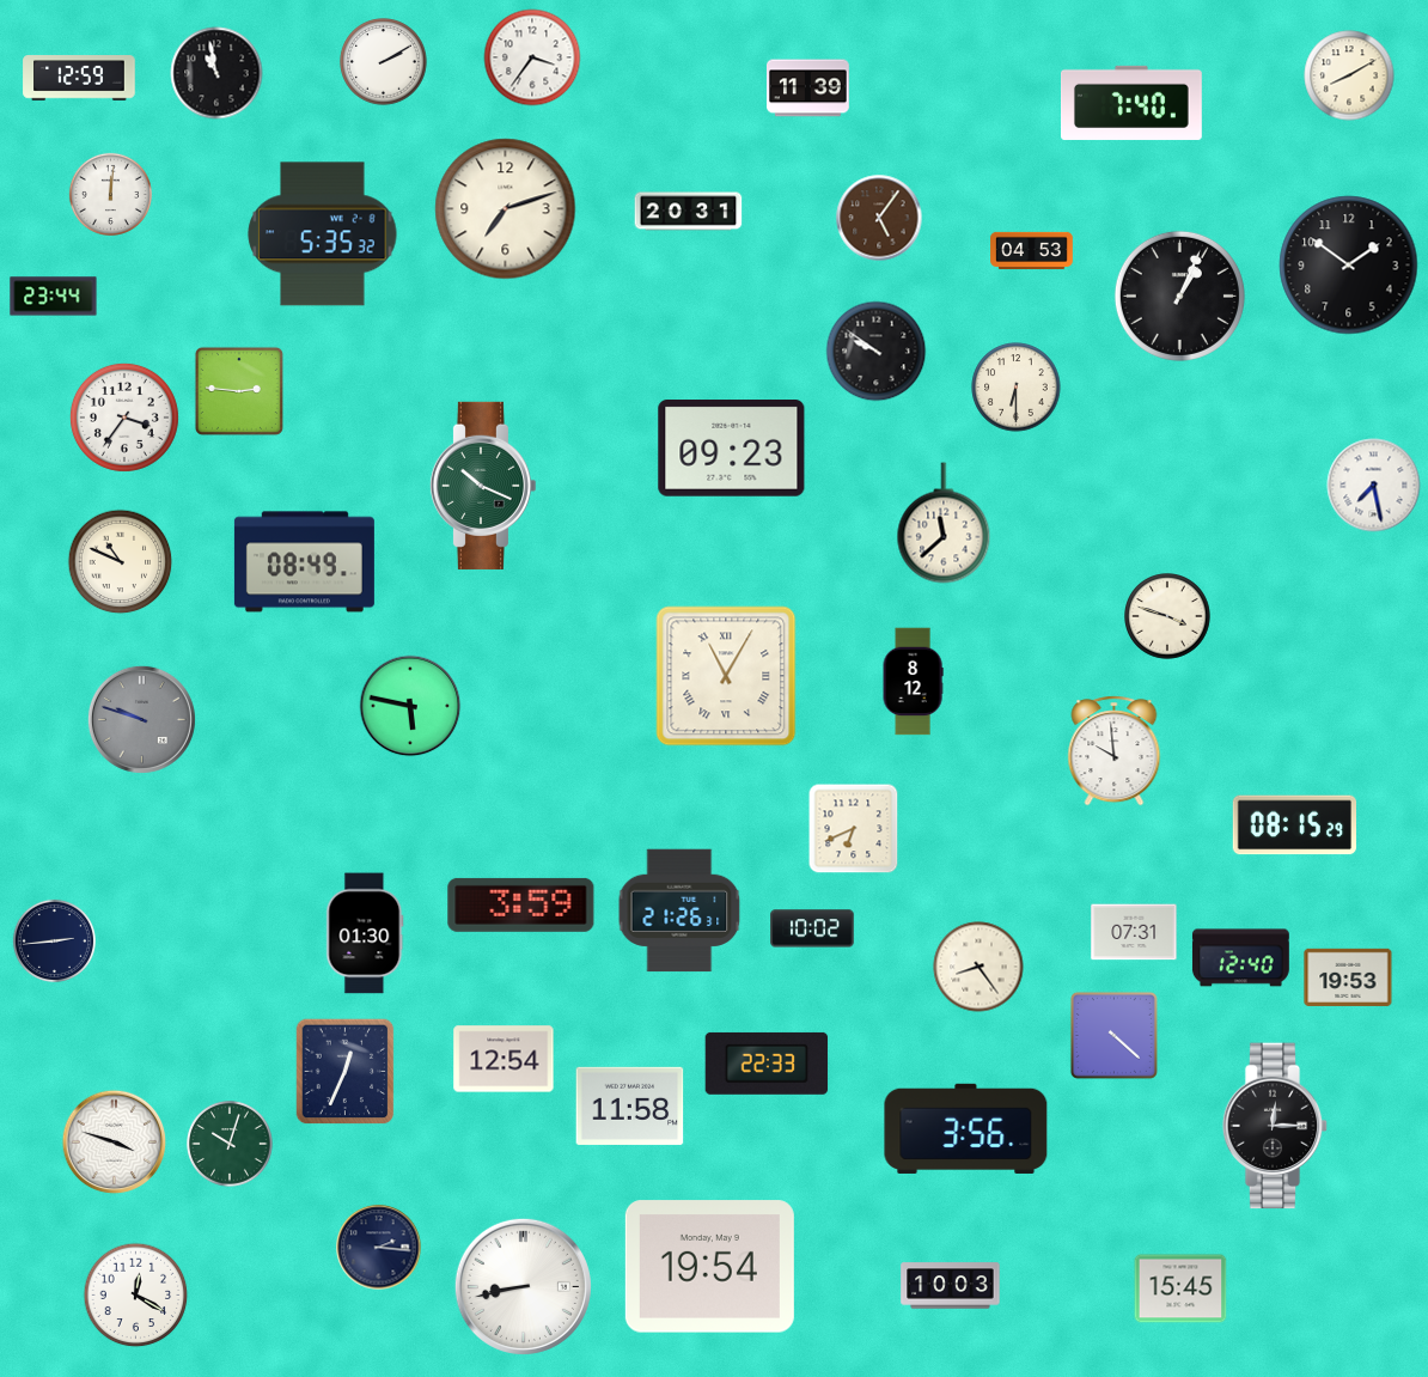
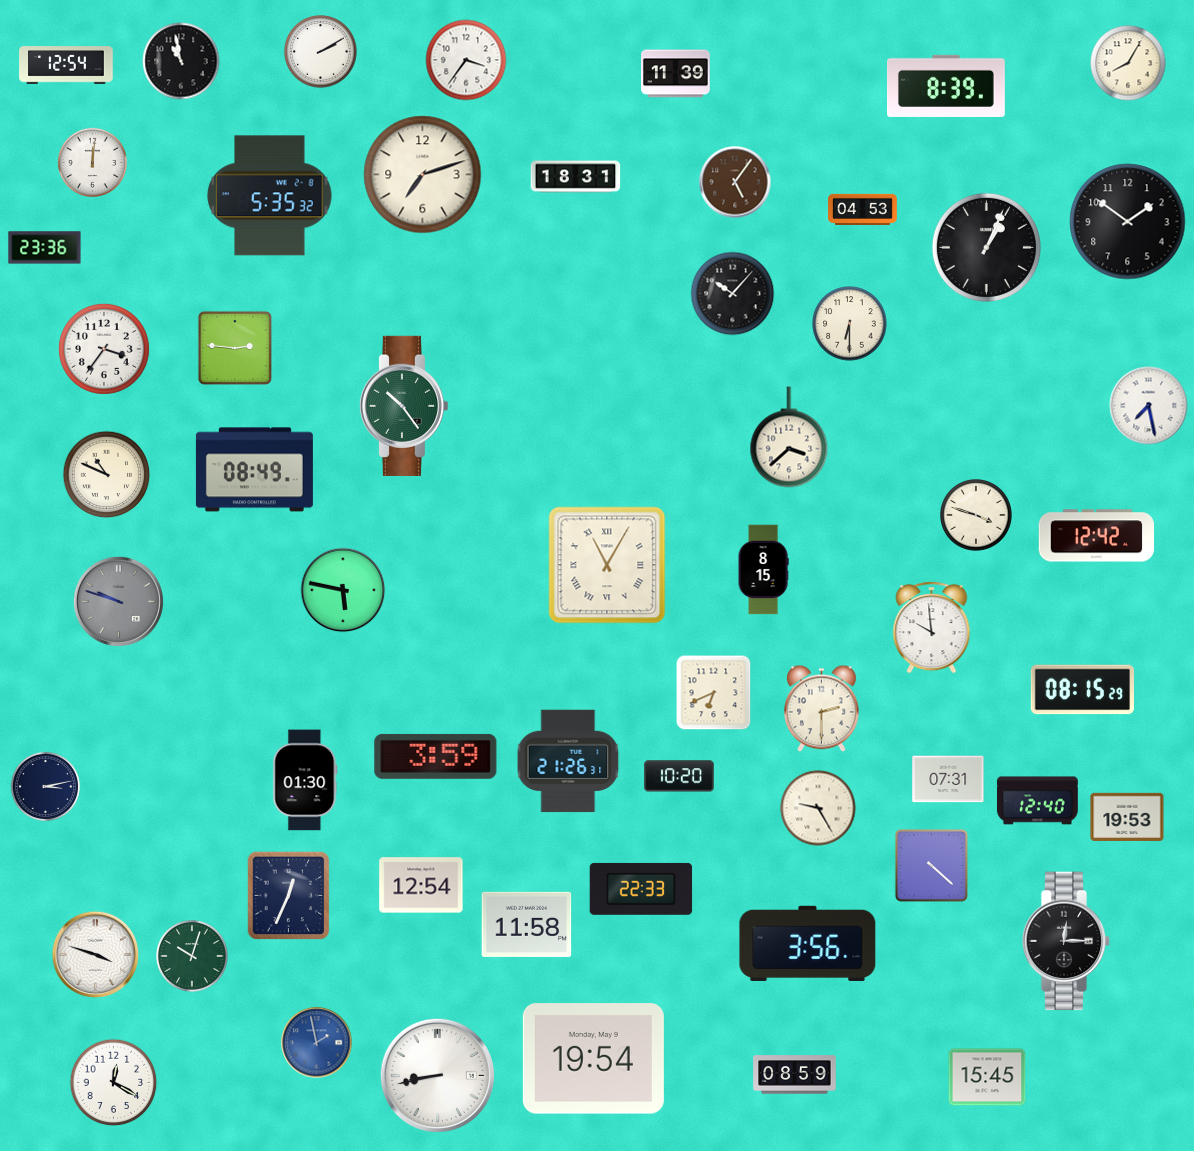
clock at (532, 57) position: (532, 57) -> (466, 60)
clock at (1349, 75): 8:10 -> 8:05
clock at (79, 78): 12:59 -> 12:54
clock at (1133, 103): 7:40 -> 8:39
clock at (689, 212): 20:31 -> 18:31
clock at (54, 297): 23:44 -> 23:36
clock at (877, 352): 9:51 -> 10:07
clock at (239, 391) position: (239, 391) -> (235, 348)
clock at (732, 449): 09:23 -> none
clock at (482, 486): 10:19 -> 10:24
clock at (944, 523): 11:38 -> 3:38
clock at (121, 562) position: (121, 562) -> (107, 475)
clock at (1096, 536): none -> 12:42
clock at (913, 682): 8:12 -> 8:15
clock at (822, 709): none -> 2:30
clock at (812, 928): 10:02 -> 10:20
clock at (54, 940): 2:44 -> 3:13
clock at (978, 967): 8:24 -> 9:25
clock at (379, 1248): 2:16 -> 1:58
clock at (379, 1248) dial: navy -> blue
clock at (951, 1286): 10:03 -> 08:59
